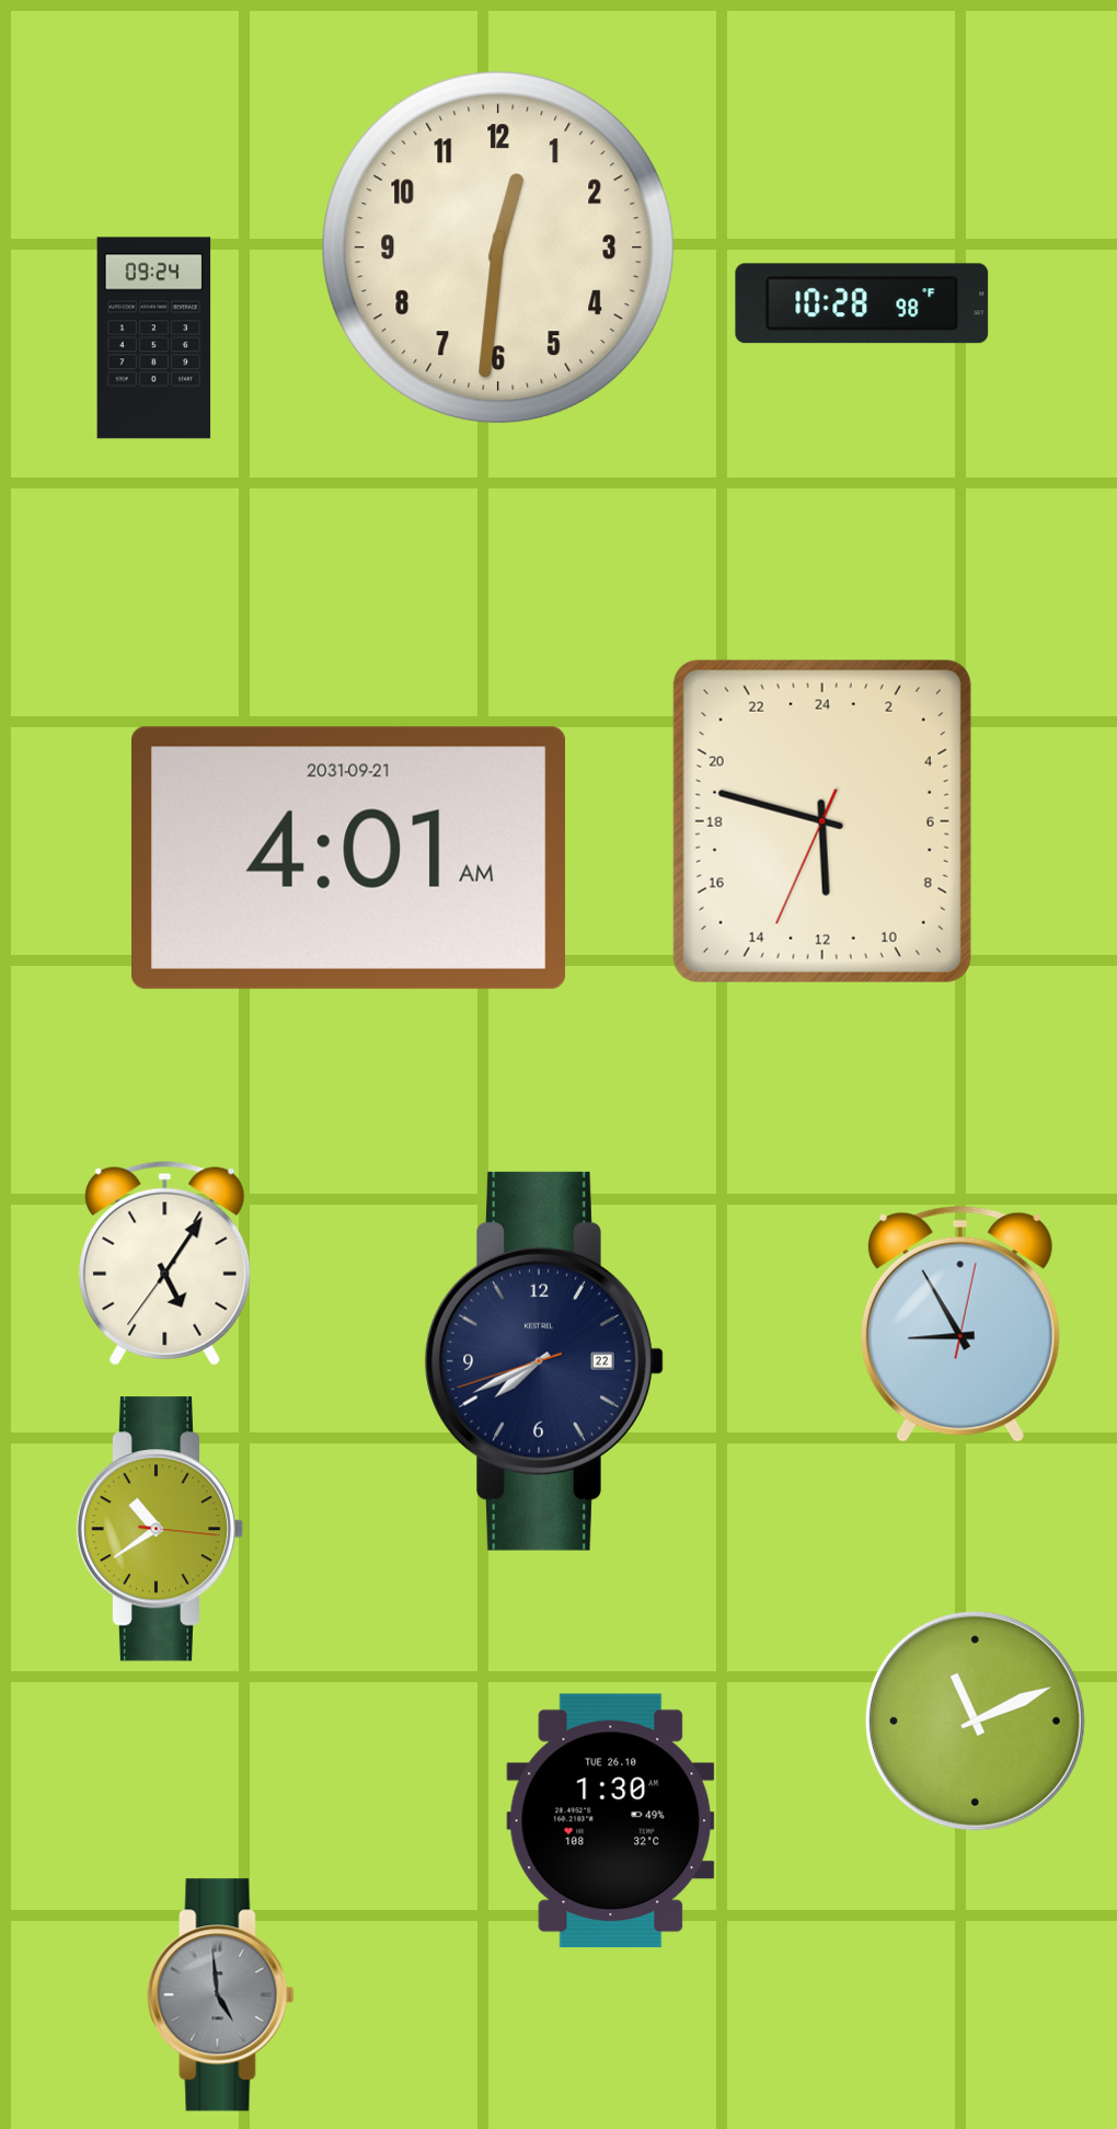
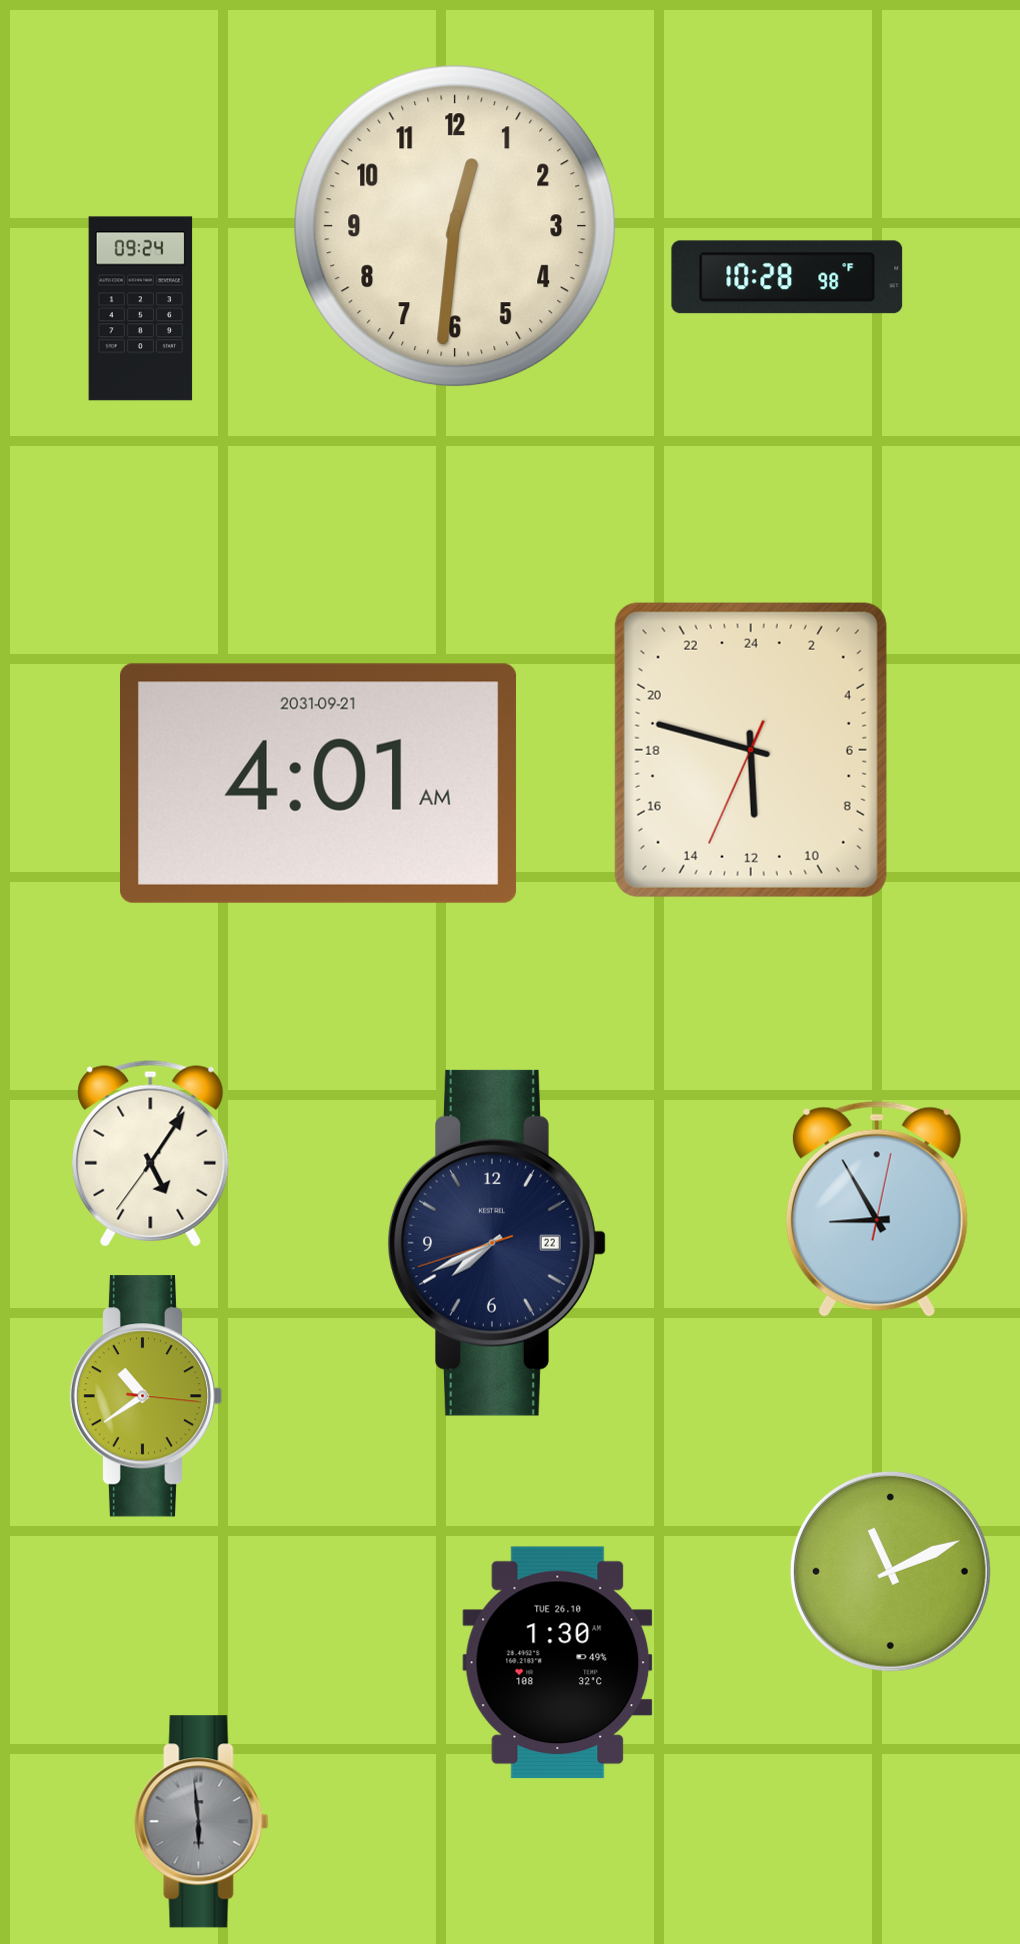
clock at (221, 1995): 4:59 -> 5:59
